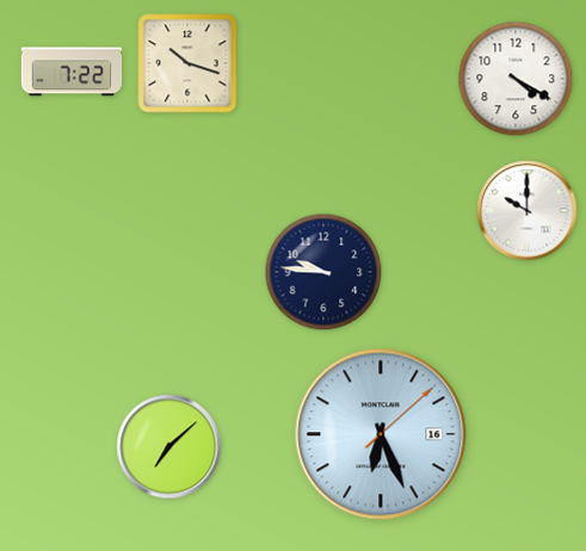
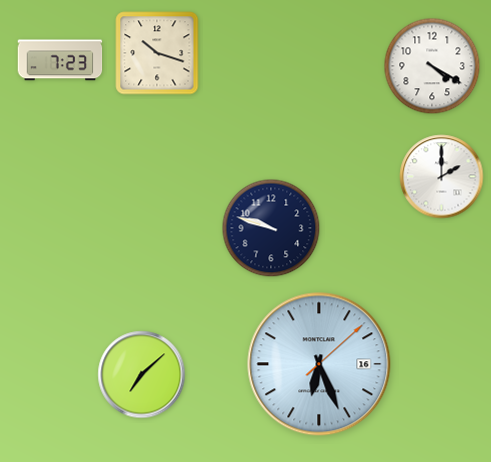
clock at (72, 72): 7:22 -> 7:23
clock at (528, 211): 10:00 -> 2:00
clock at (323, 272): 9:46 -> 9:48
